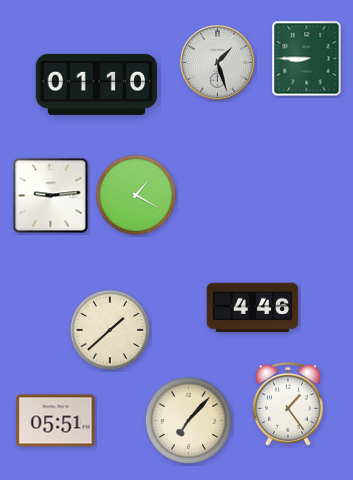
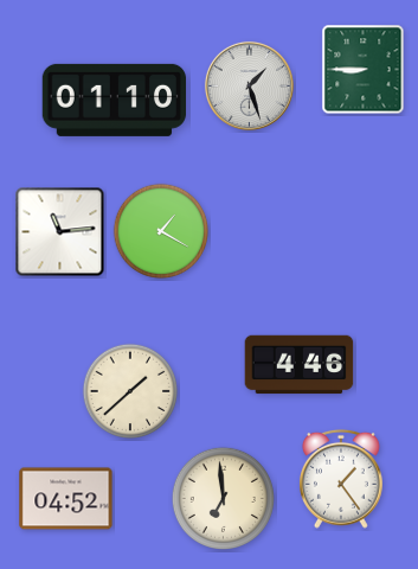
clock at (217, 62) position: (217, 62) -> (249, 85)
clock at (51, 196): 9:14 -> 11:14
clock at (188, 420): 7:07 -> 6:59
clock at (56, 421): 05:51 -> 04:52
